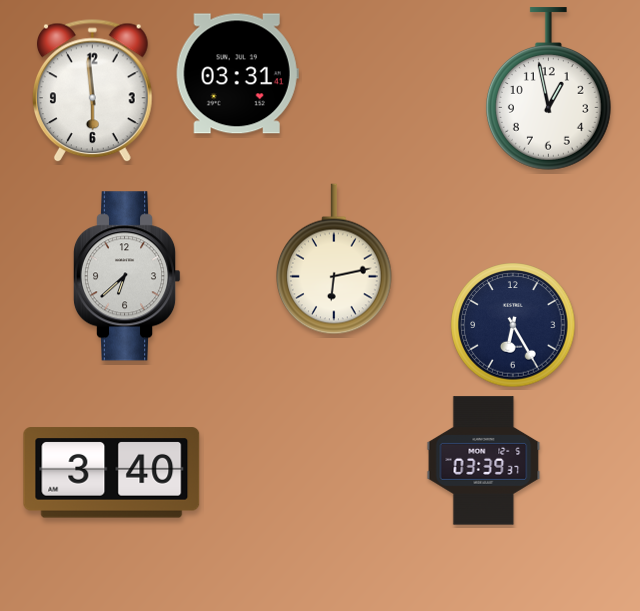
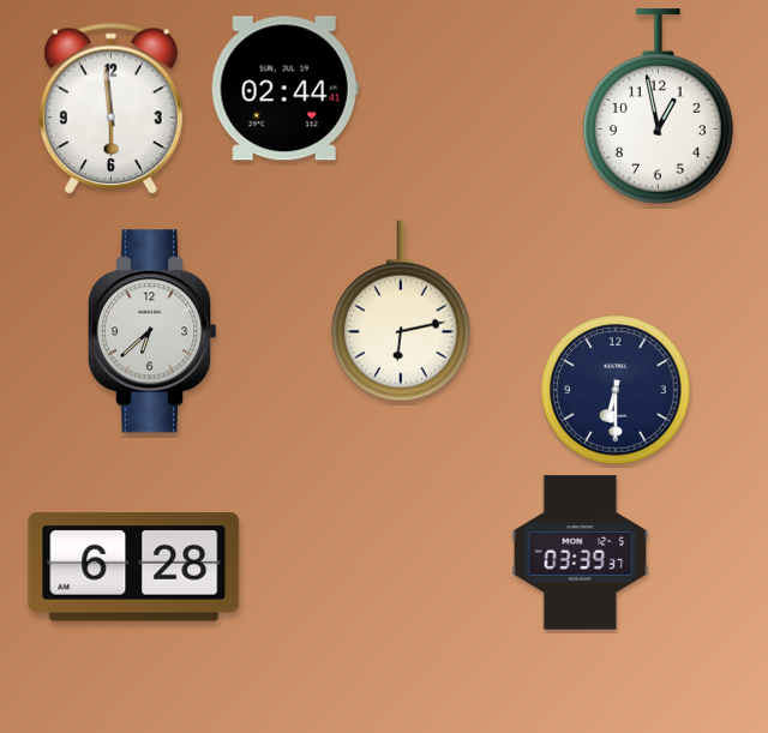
clock at (237, 74): 03:31 -> 02:44
clock at (513, 325): 6:25 -> 6:30
clock at (112, 473): 3:40 -> 6:28
